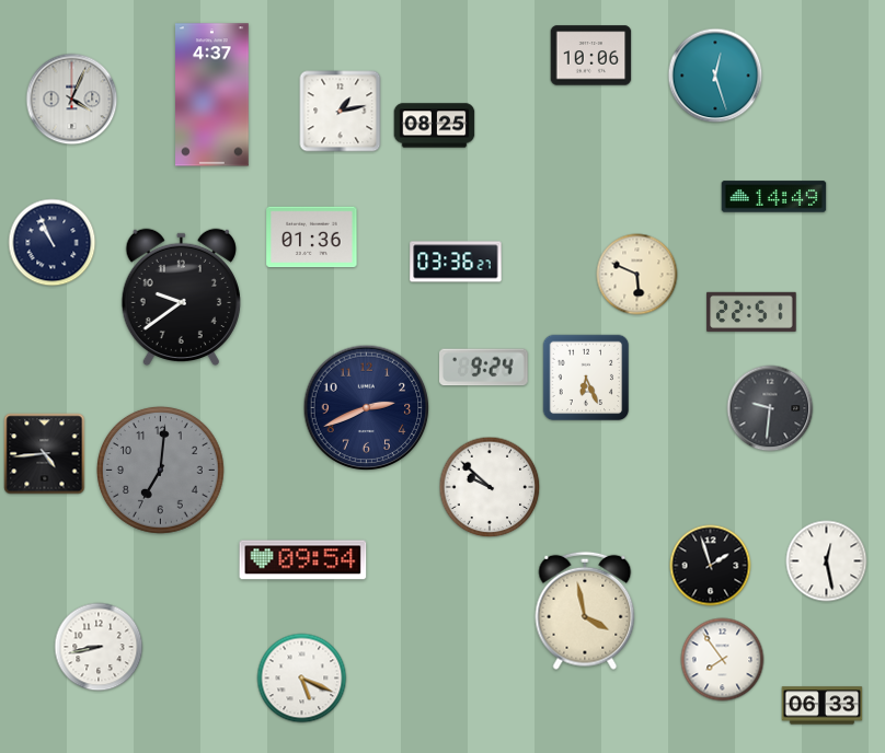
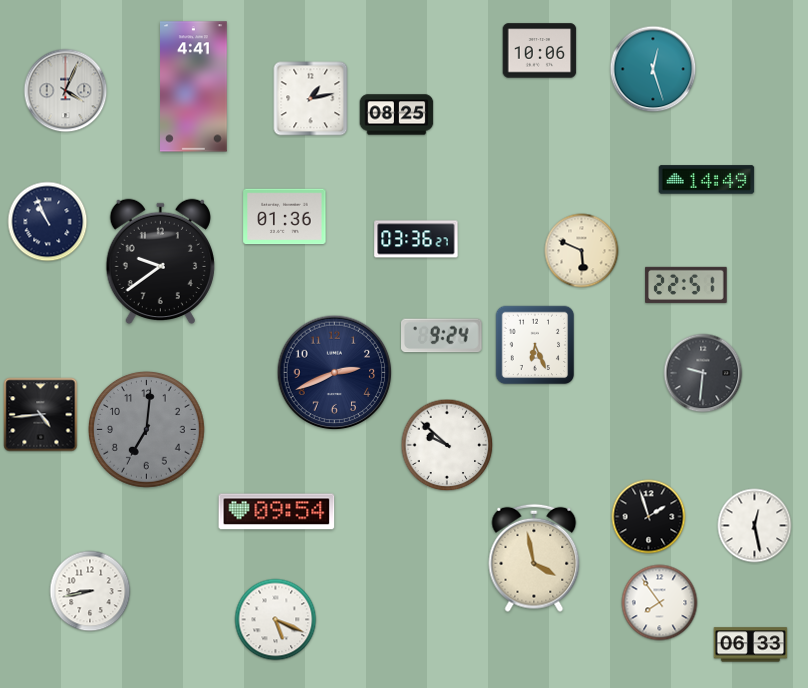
clock at (212, 95): 4:37 -> 4:41
clock at (341, 112) position: (341, 112) -> (311, 99)
clock at (181, 298) position: (181, 298) -> (160, 262)
clock at (827, 561) position: (827, 561) -> (755, 526)
